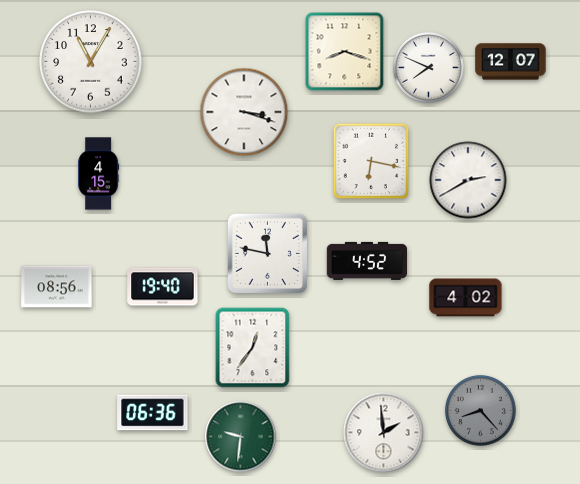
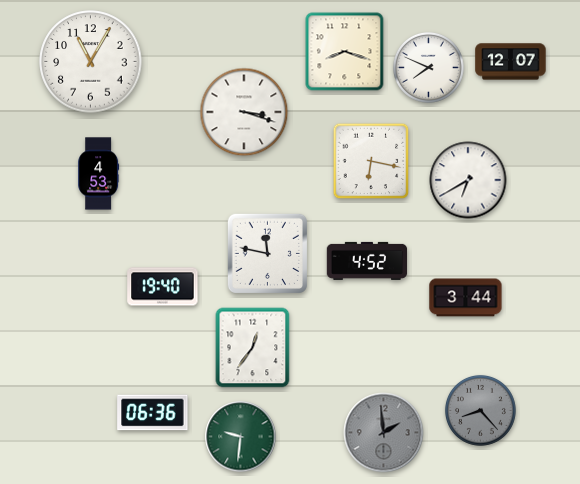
clock at (99, 174): 4:15 -> 4:53
clock at (468, 180): 2:40 -> 6:40
clock at (57, 287): 08:56 -> none
clock at (466, 298): 4:02 -> 3:44
clock at (384, 433) dial: white -> grey
